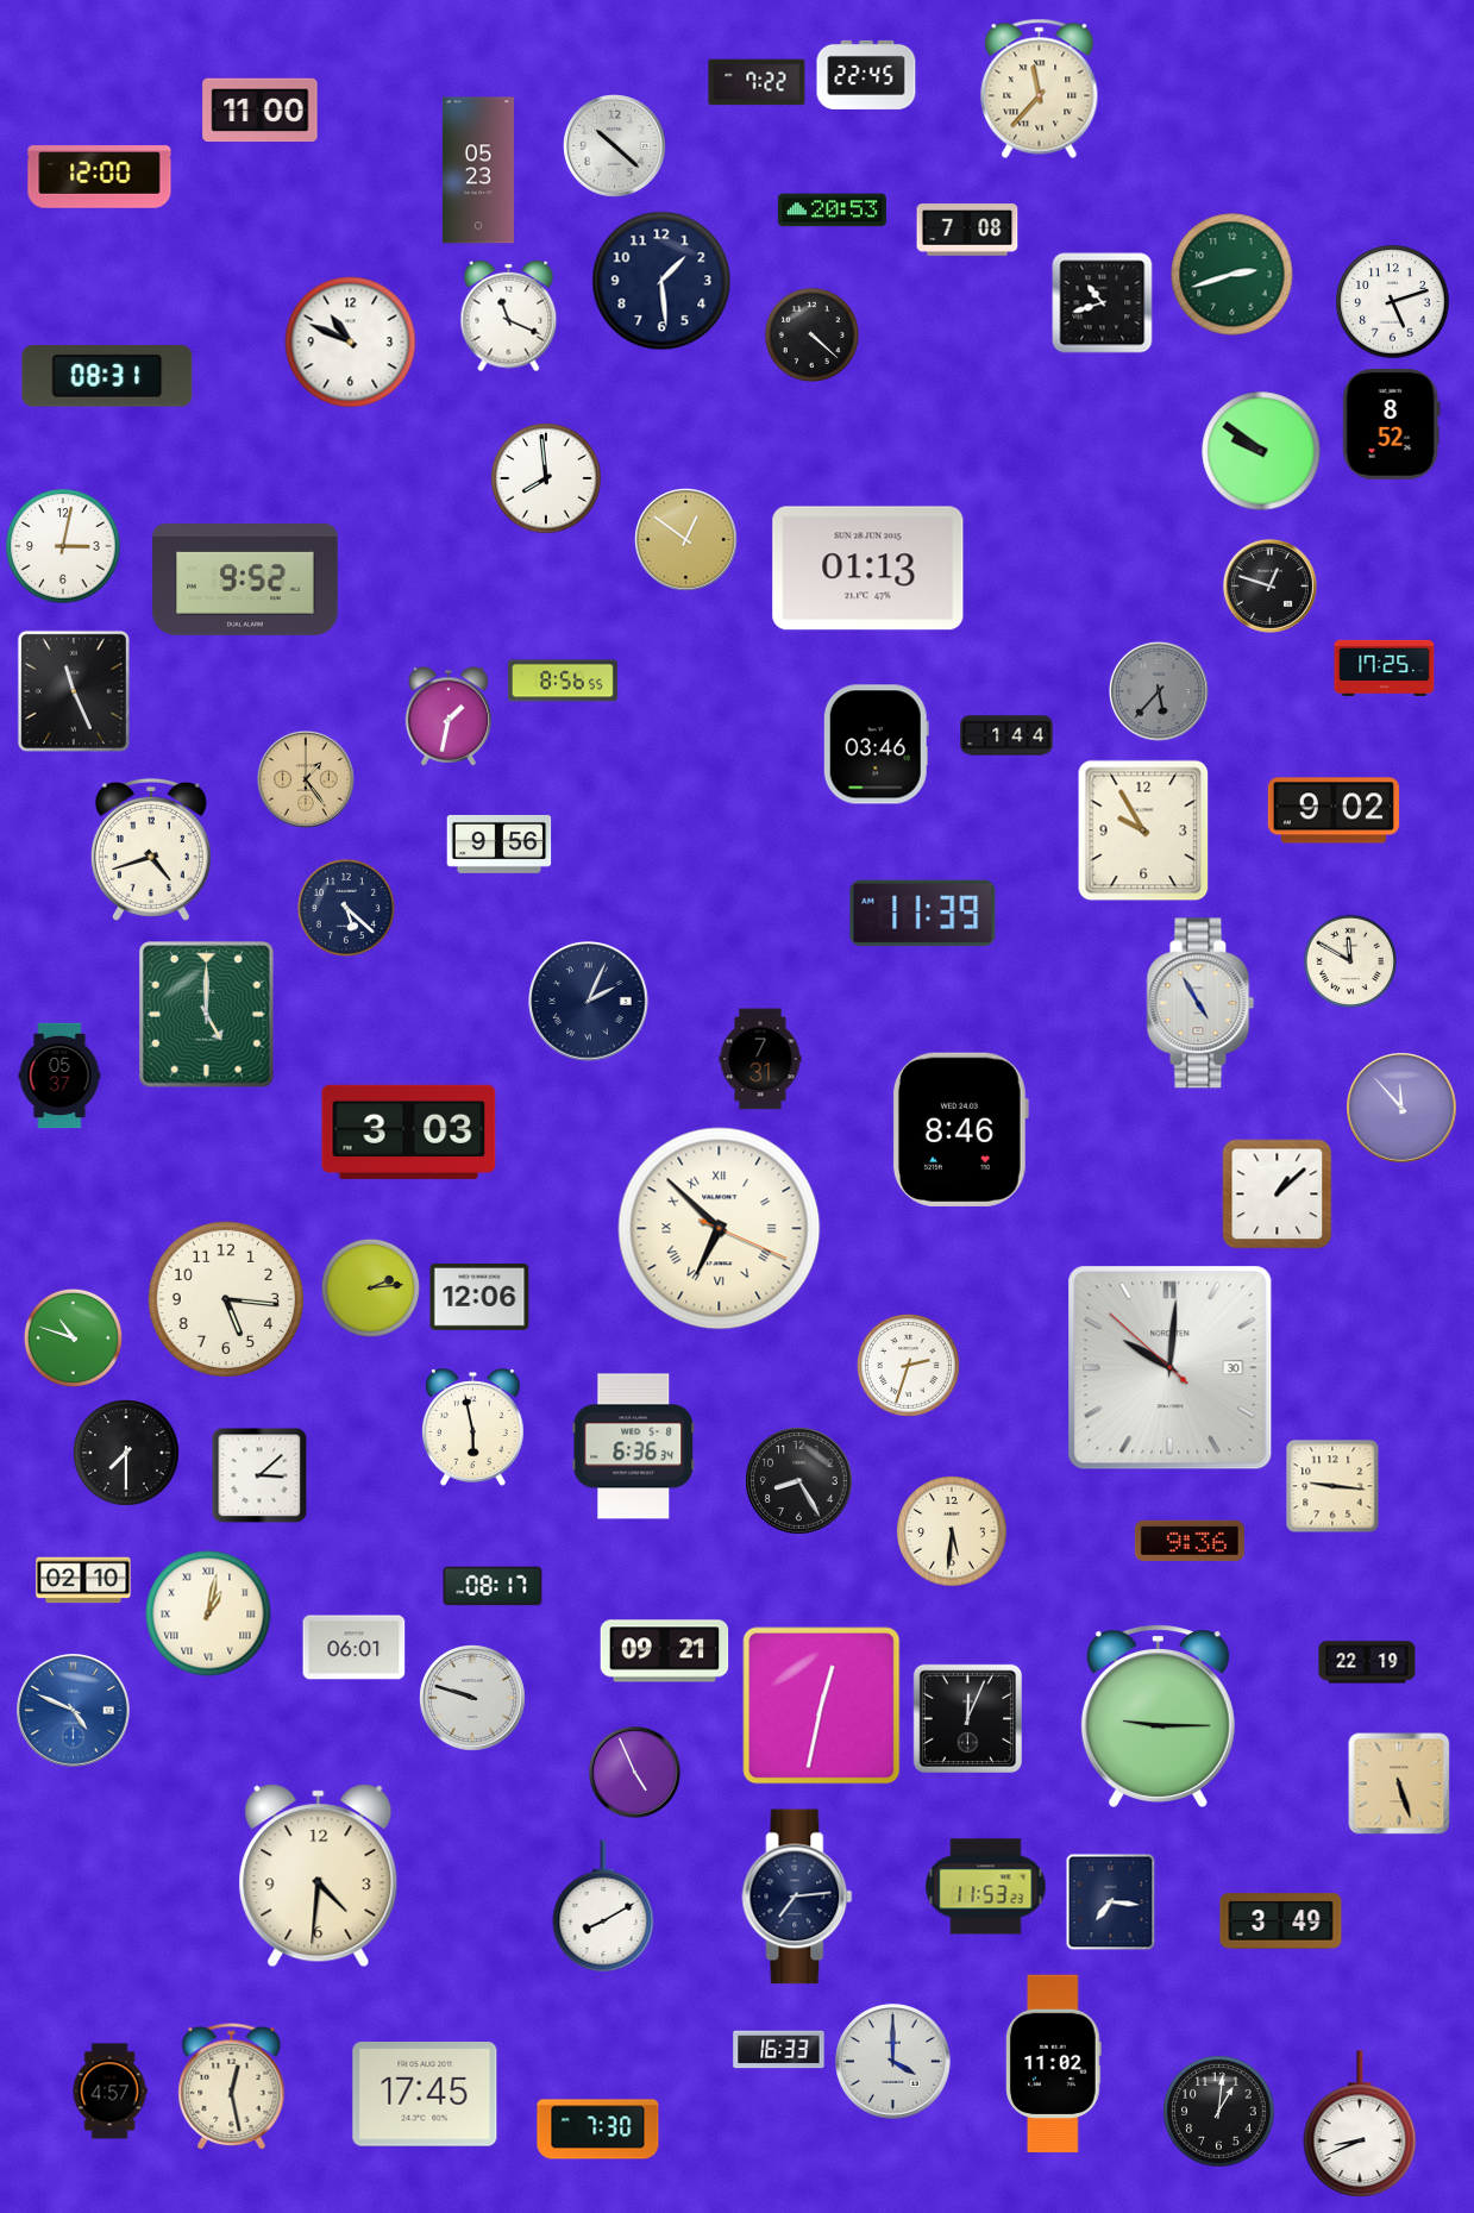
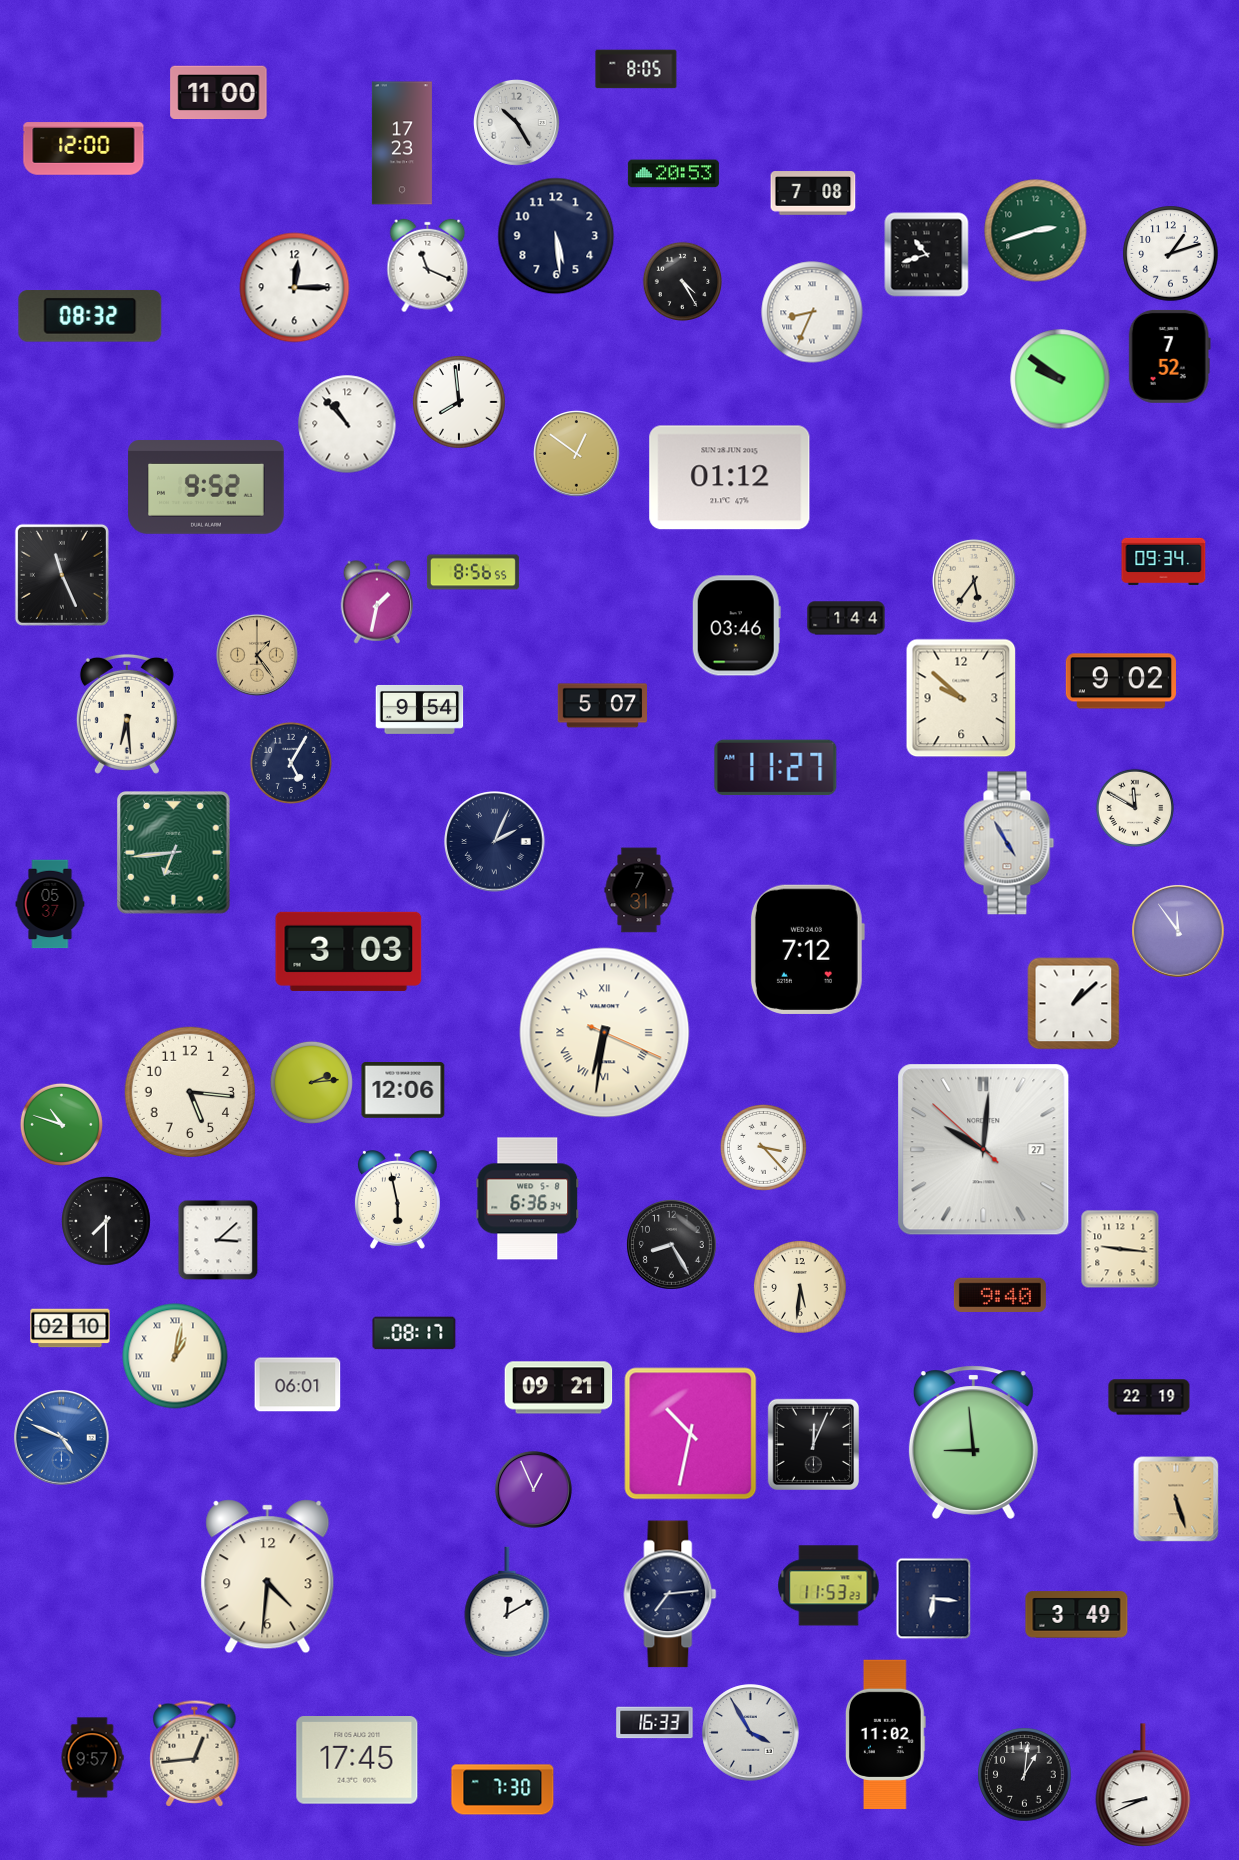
clock at (866, 75): 22:45 -> none
clock at (757, 82): 7:22 -> 8:05
clock at (1040, 88): 11:37 -> none
clock at (615, 146): 10:22 -> 10:25
clock at (478, 170): 05:23 -> 17:23
clock at (832, 211) position: (832, 211) -> (673, 174)
clock at (661, 281): 1:29 -> 5:29
clock at (1393, 302): 5:12 -> 1:12
clock at (811, 334): 4:22 -> 4:25
clock at (351, 343): 10:49 -> 12:15
clock at (812, 312): none -> 8:34
clock at (107, 376): 08:31 -> 08:32
clock at (1391, 424): 8:52 -> 7:52
clock at (347, 424): none -> 10:53
clock at (63, 546): 3:02 -> none
clock at (868, 569): 01:13 -> 01:12
clock at (1269, 585): 12:48 -> none
clock at (1385, 667): 17:25 -> 09:34
clock at (74, 691) position: (74, 691) -> (62, 575)
clock at (1159, 691): 5:37 -> 5:36
clock at (1159, 691) dial: grey -> cream
clock at (1143, 830): 9:55 -> 9:52
clock at (602, 706): none -> 5:07
clock at (500, 844): 9:56 -> 9:54
clock at (151, 850): 4:42 -> 6:29
clock at (346, 908): 5:22 -> 5:05
clock at (923, 914): 11:39 -> 11:27
clock at (207, 1015): 5:00 -> 6:44
clock at (1401, 1108): 11:53 -> 11:54
clock at (960, 1129): 8:46 -> 7:12
clock at (409, 1131) position: (409, 1131) -> (349, 951)
clock at (720, 1229): 6:52 -> 6:31
clock at (908, 1365): 2:33 -> 3:23
clock at (1171, 1368) date: 30 -> 27
clock at (634, 1447) position: (634, 1447) -> (528, 1199)
clock at (1190, 1540): 9:36 -> 9:40
clock at (473, 1699): 9:48 -> none
clock at (822, 1706): 12:32 -> 10:32
clock at (1158, 1716): 9:15 -> 8:59
clock at (634, 1772): 4:56 -> 12:56
clock at (1111, 1902): 7:16 -> 6:16
clock at (603, 1906): 8:10 -> 12:10
clock at (893, 2062): 4:00 -> 3:55
clock at (232, 2087): 12:28 -> 12:44
clock at (109, 2092): 4:57 -> 9:57
